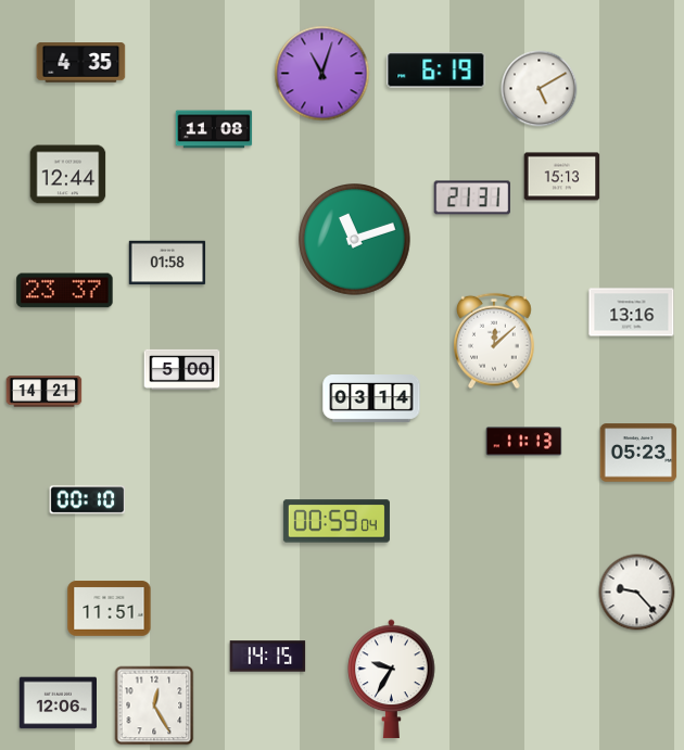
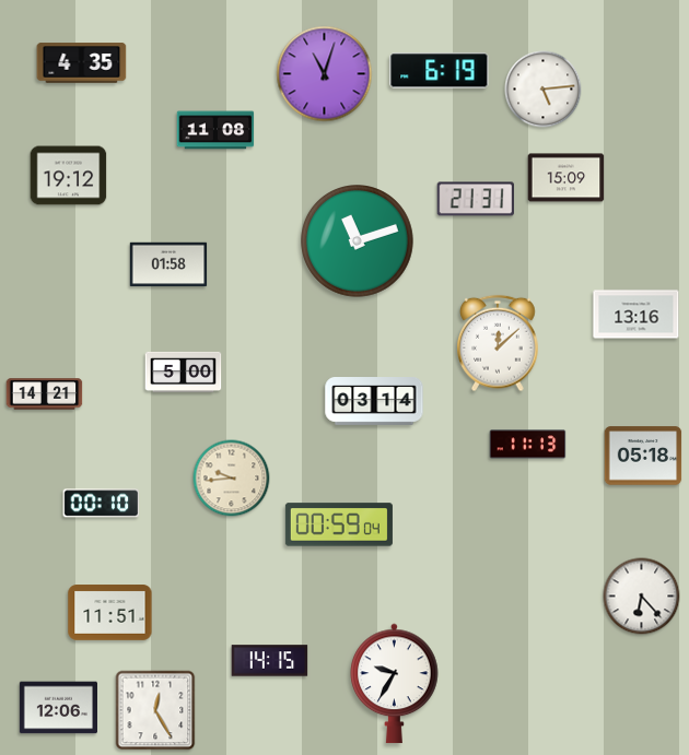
clock at (540, 89): 5:10 -> 5:14
clock at (68, 175): 12:44 -> 19:12
clock at (562, 177): 15:13 -> 15:09
clock at (65, 291): 23:37 -> none
clock at (638, 453): 05:23 -> 05:18
clock at (232, 479): none -> 9:44
clock at (88, 500) position: (88, 500) -> (102, 504)
clock at (637, 593): 9:23 -> 6:23
